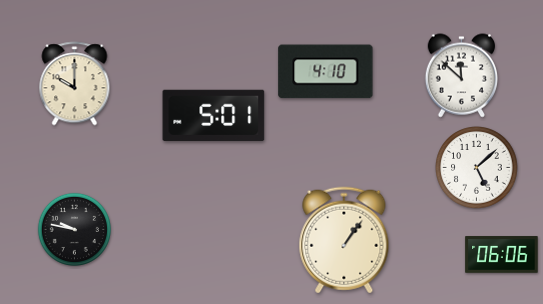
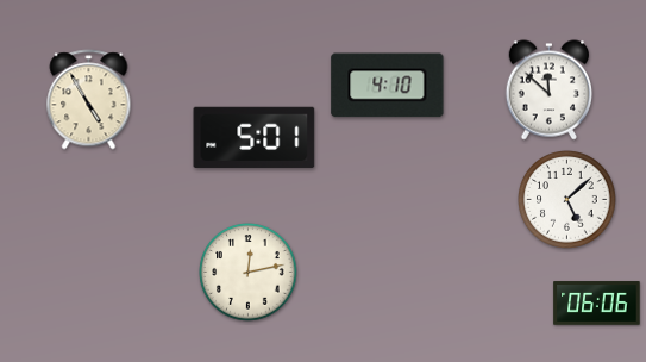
clock at (75, 84): 10:00 -> 4:55
clock at (74, 229): 9:47 -> none
clock at (249, 273): none -> 12:13
clock at (344, 240): 1:06 -> none
